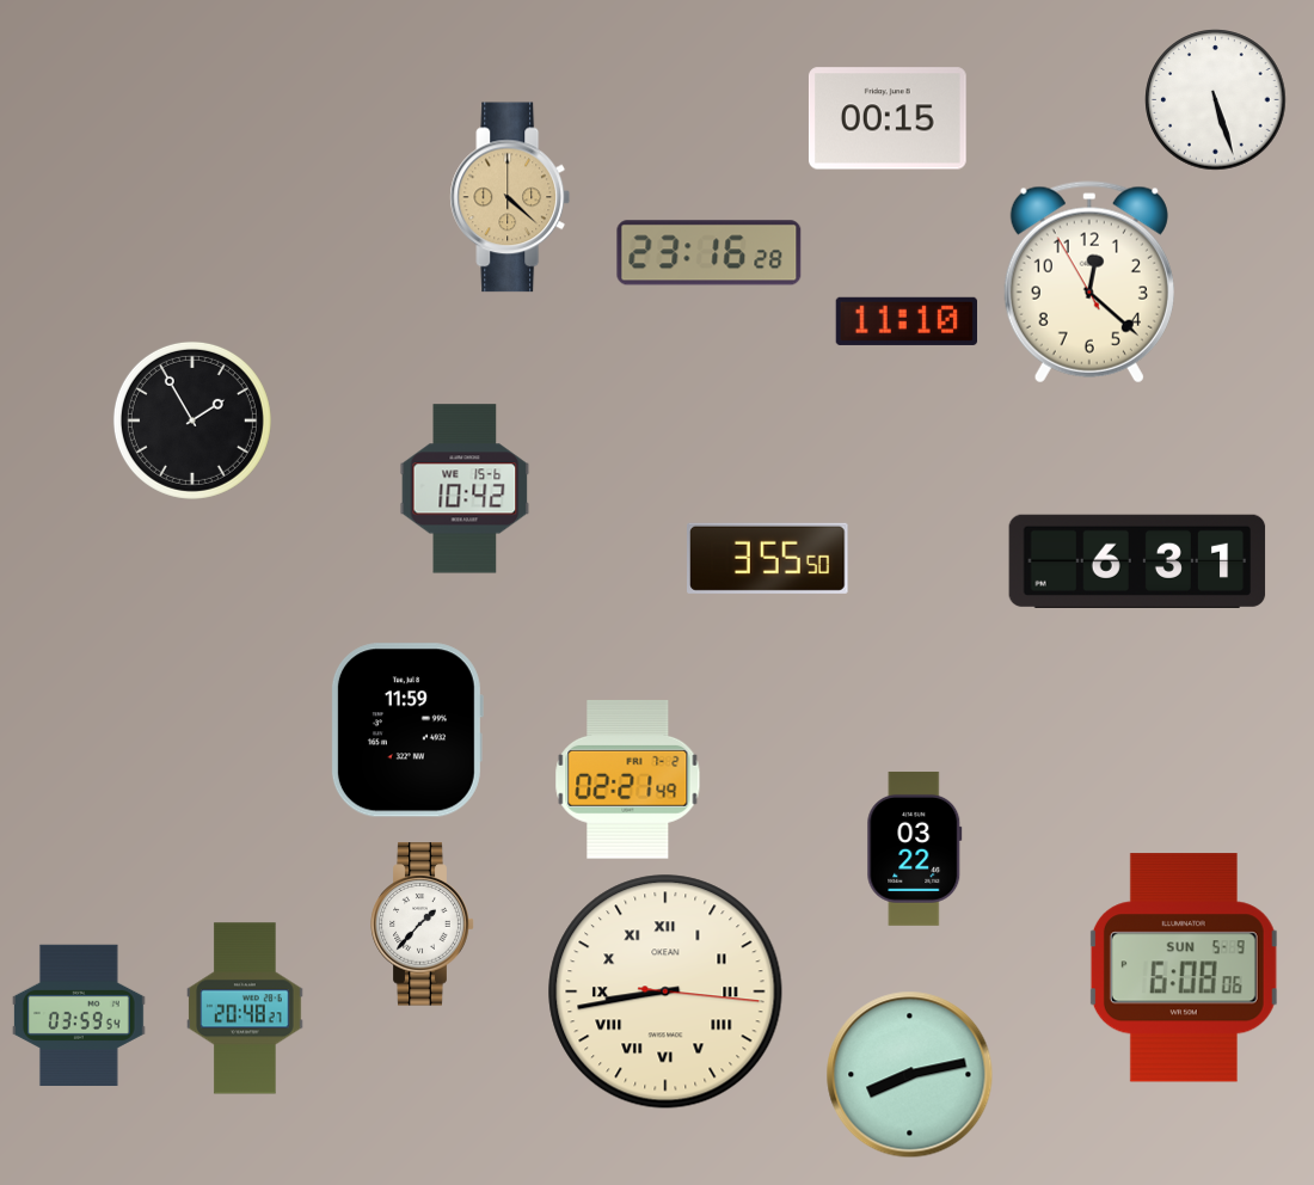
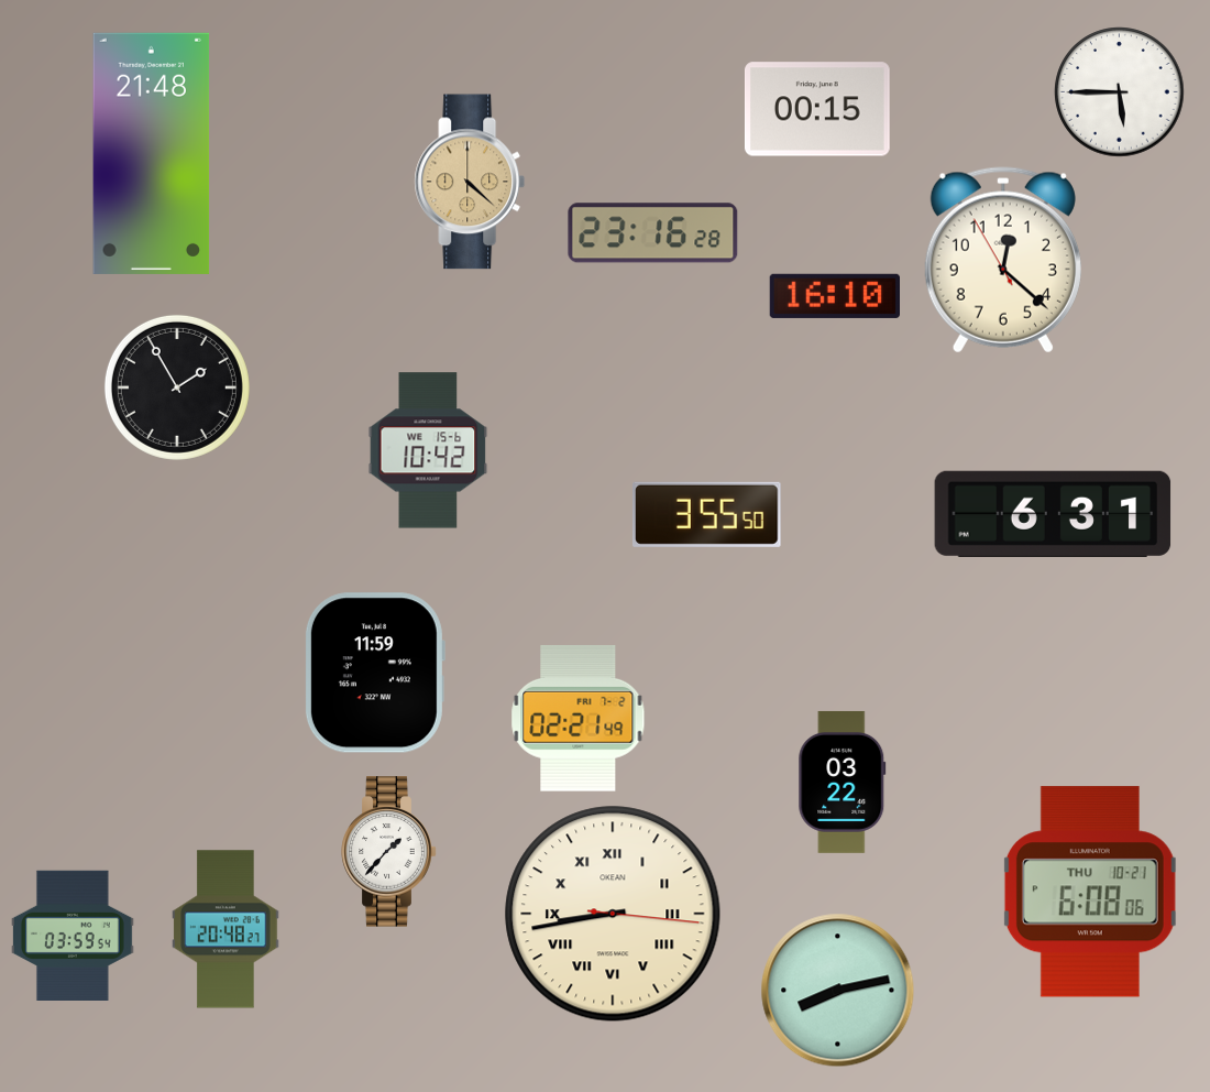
clock at (1216, 100): 5:27 -> 5:45
clock at (152, 153): none -> 21:48
clock at (905, 321): 11:10 -> 16:10
clock at (1137, 561) position: (1137, 561) -> (1053, 514)
clock at (1184, 968) date: SUN 5-9 -> THU 10-21
